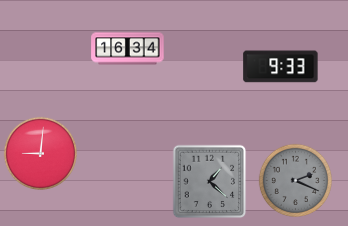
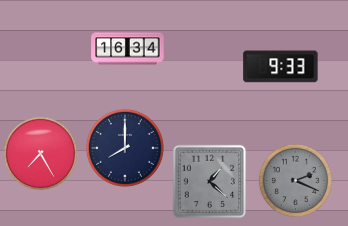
clock at (125, 148): none -> 8:00
clock at (40, 153): 9:01 -> 7:25
